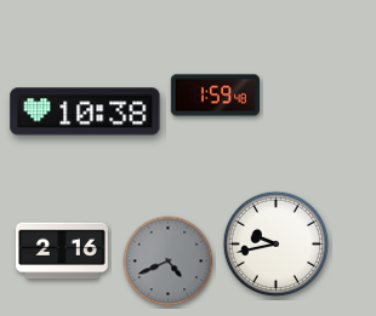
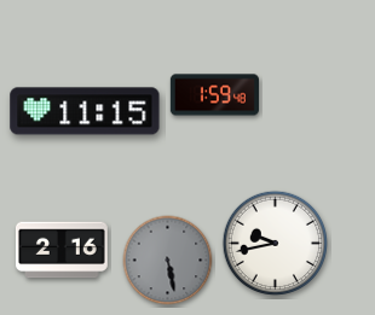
clock at (85, 111): 10:38 -> 11:15
clock at (169, 262): 4:41 -> 5:28
